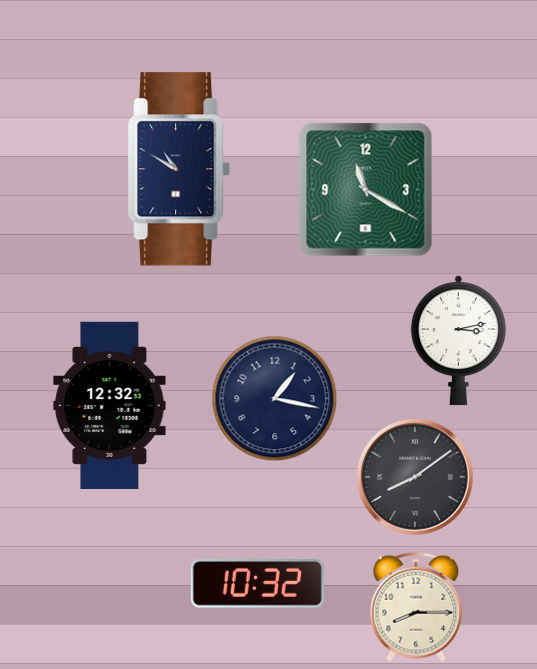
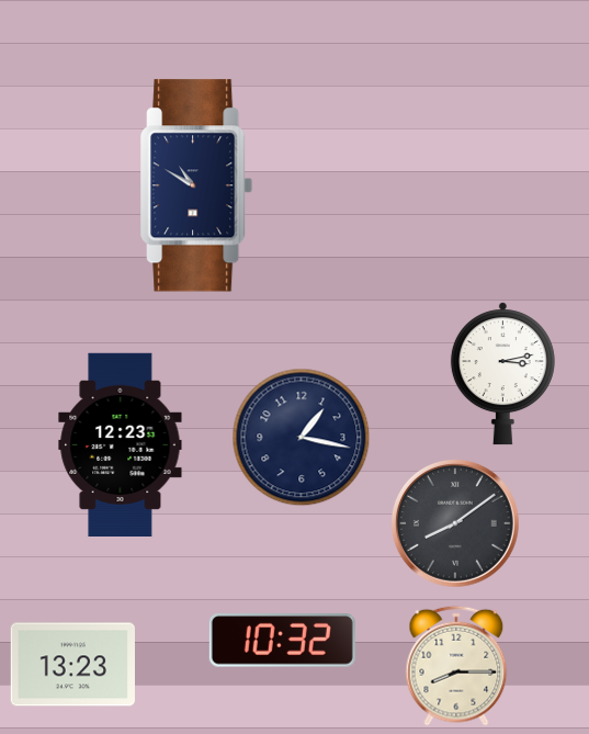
clock at (366, 190): 11:20 -> none
clock at (110, 405): 12:32 -> 12:23
clock at (72, 665): none -> 13:23
